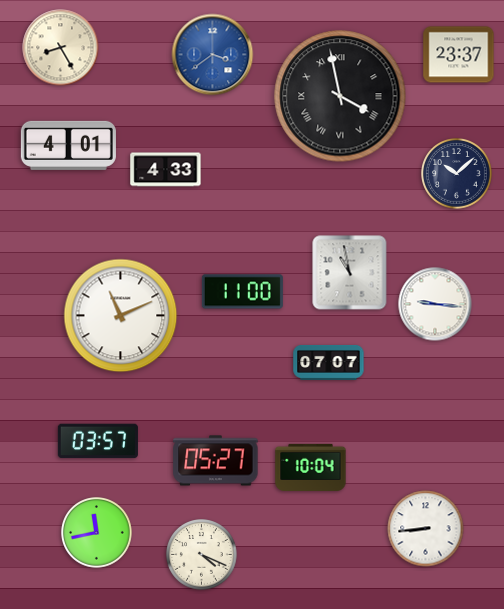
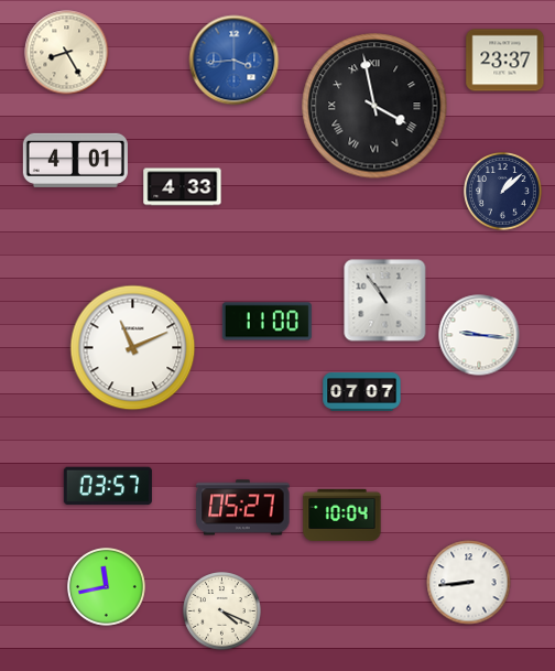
clock at (213, 55): 3:39 -> 3:44
clock at (457, 174): 10:08 -> 1:08
clock at (350, 273): 10:58 -> 10:54
clock at (329, 362) position: (329, 362) -> (362, 391)
clock at (216, 461) position: (216, 461) -> (243, 508)
